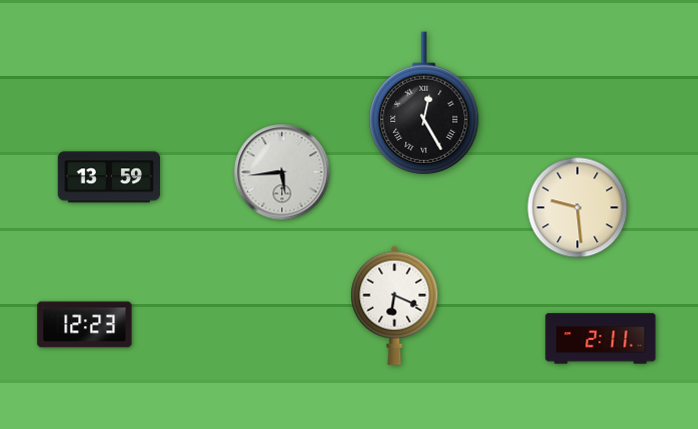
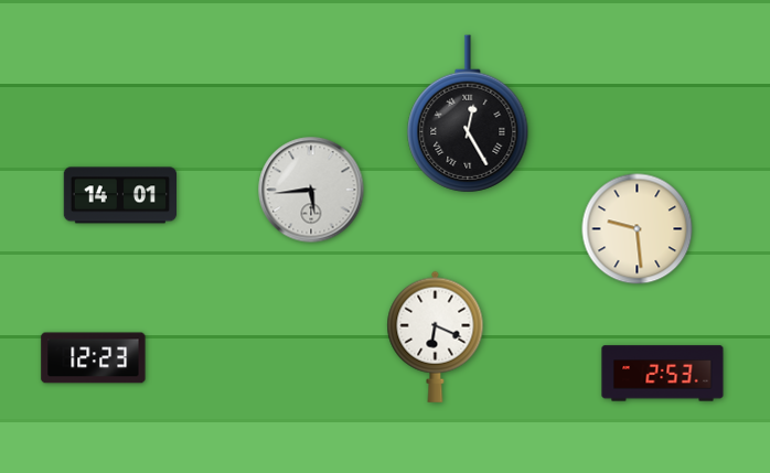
clock at (108, 177): 13:59 -> 14:01
clock at (601, 339): 2:11 -> 2:53
